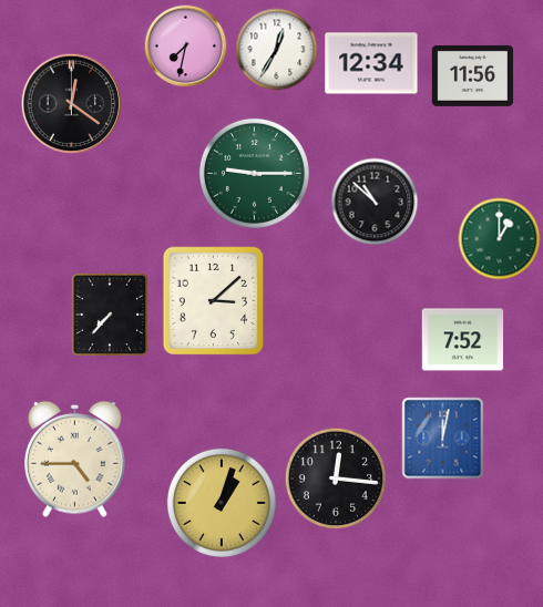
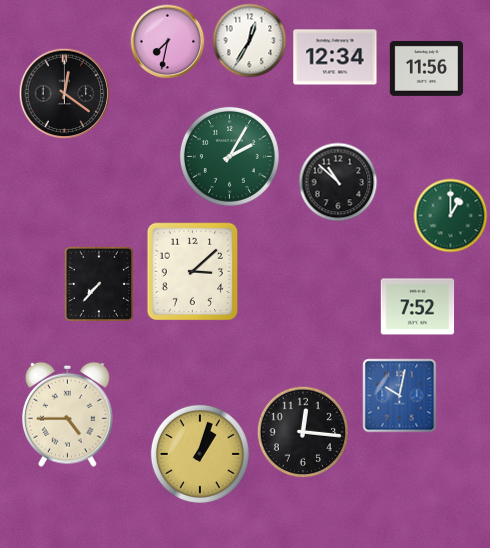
clock at (277, 50) position: (277, 50) -> (250, 41)
clock at (254, 173): 9:15 -> 2:05
clock at (443, 439): 12:02 -> 10:02
